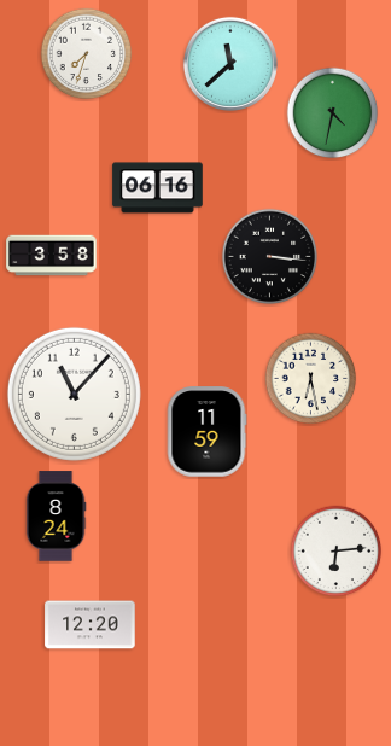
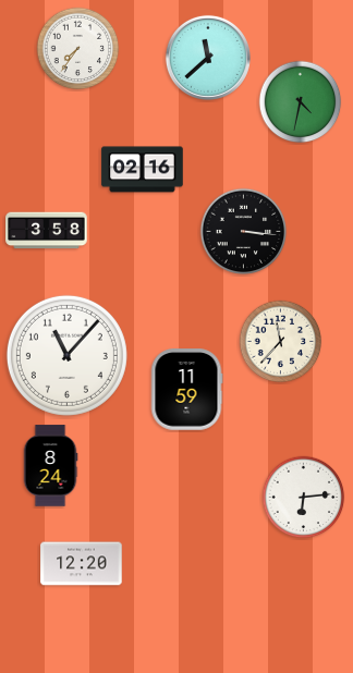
clock at (87, 54): 7:33 -> 7:36
clock at (158, 188): 06:16 -> 02:16
clock at (311, 379): 6:28 -> 11:37
